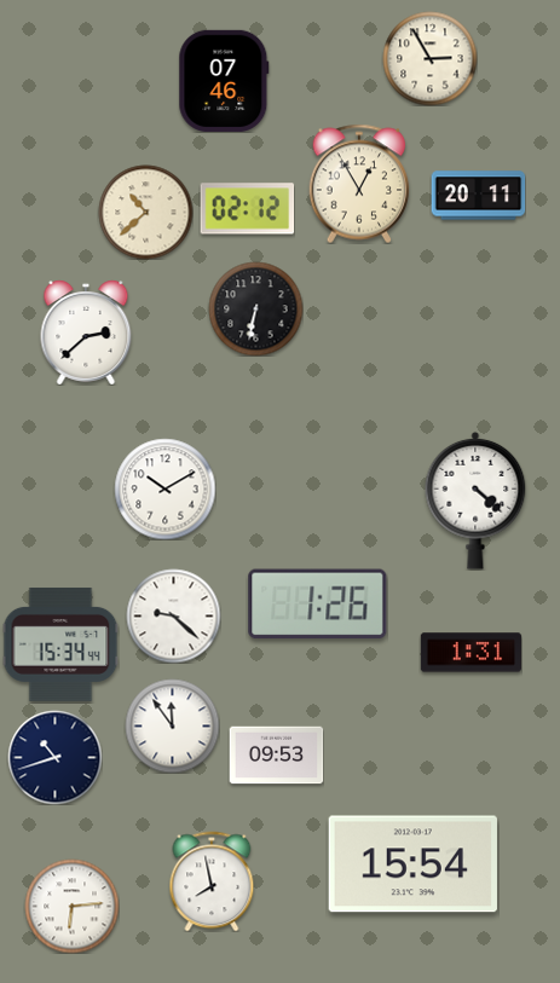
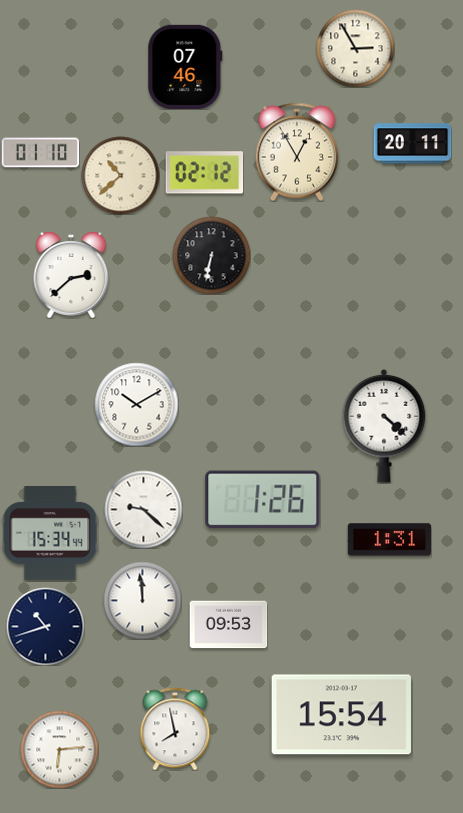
clock at (40, 153): none -> 01:10
clock at (478, 196) position: (478, 196) -> (412, 144)
clock at (475, 501) position: (475, 501) -> (384, 426)
clock at (172, 725): 11:54 -> 11:59
